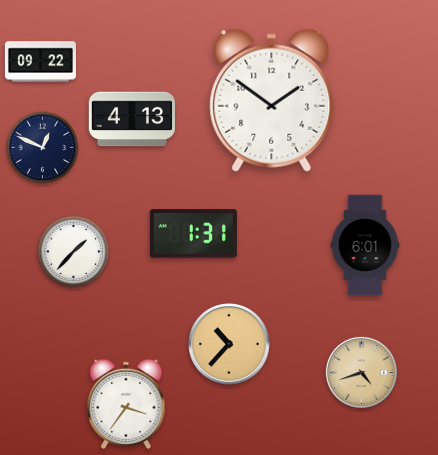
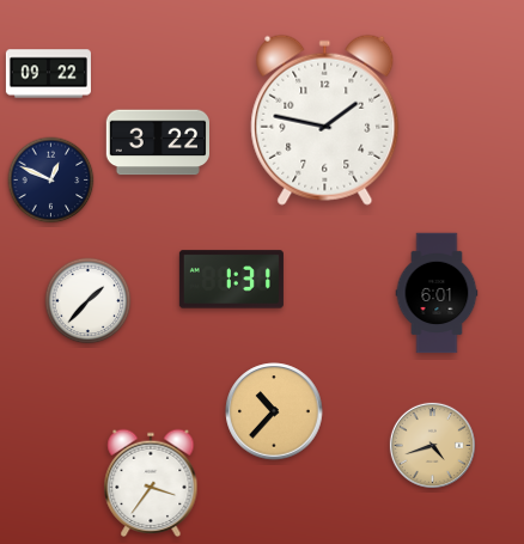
clock at (272, 100): 1:51 -> 1:47
clock at (131, 119): 4:13 -> 3:22
clock at (43, 148) position: (43, 148) -> (51, 181)
